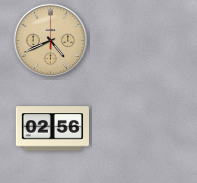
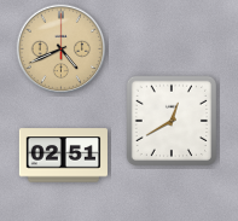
clock at (172, 121): none -> 12:40
clock at (52, 129): 02:56 -> 02:51
